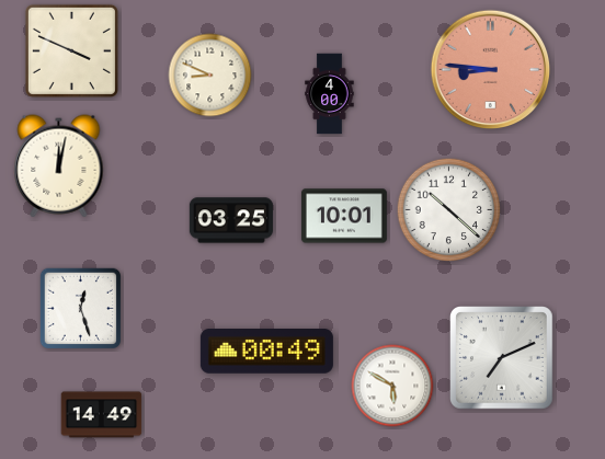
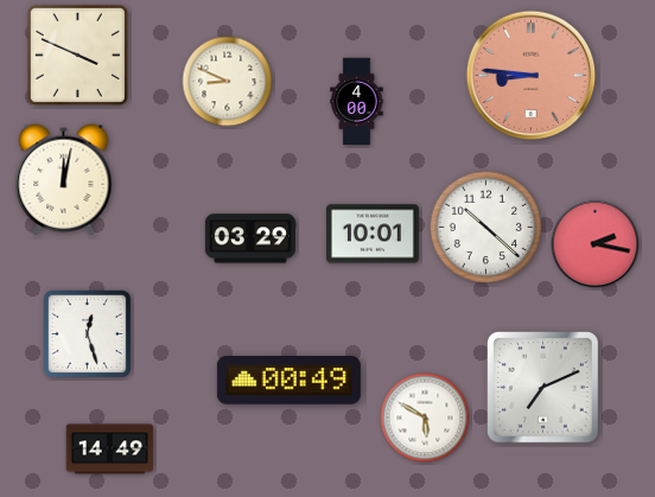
clock at (231, 220): 03:25 -> 03:29
clock at (596, 244): none -> 2:17
